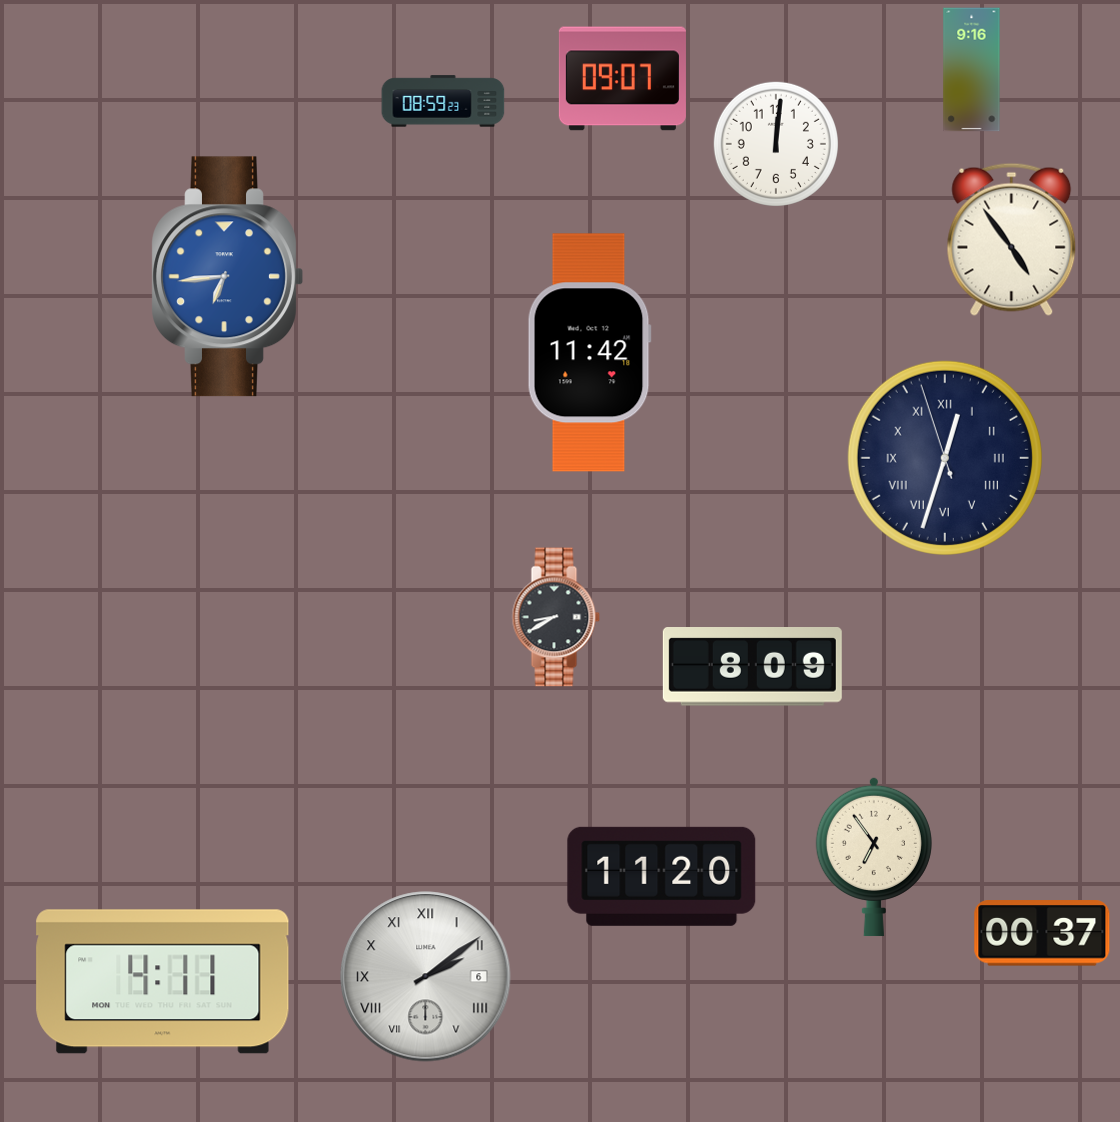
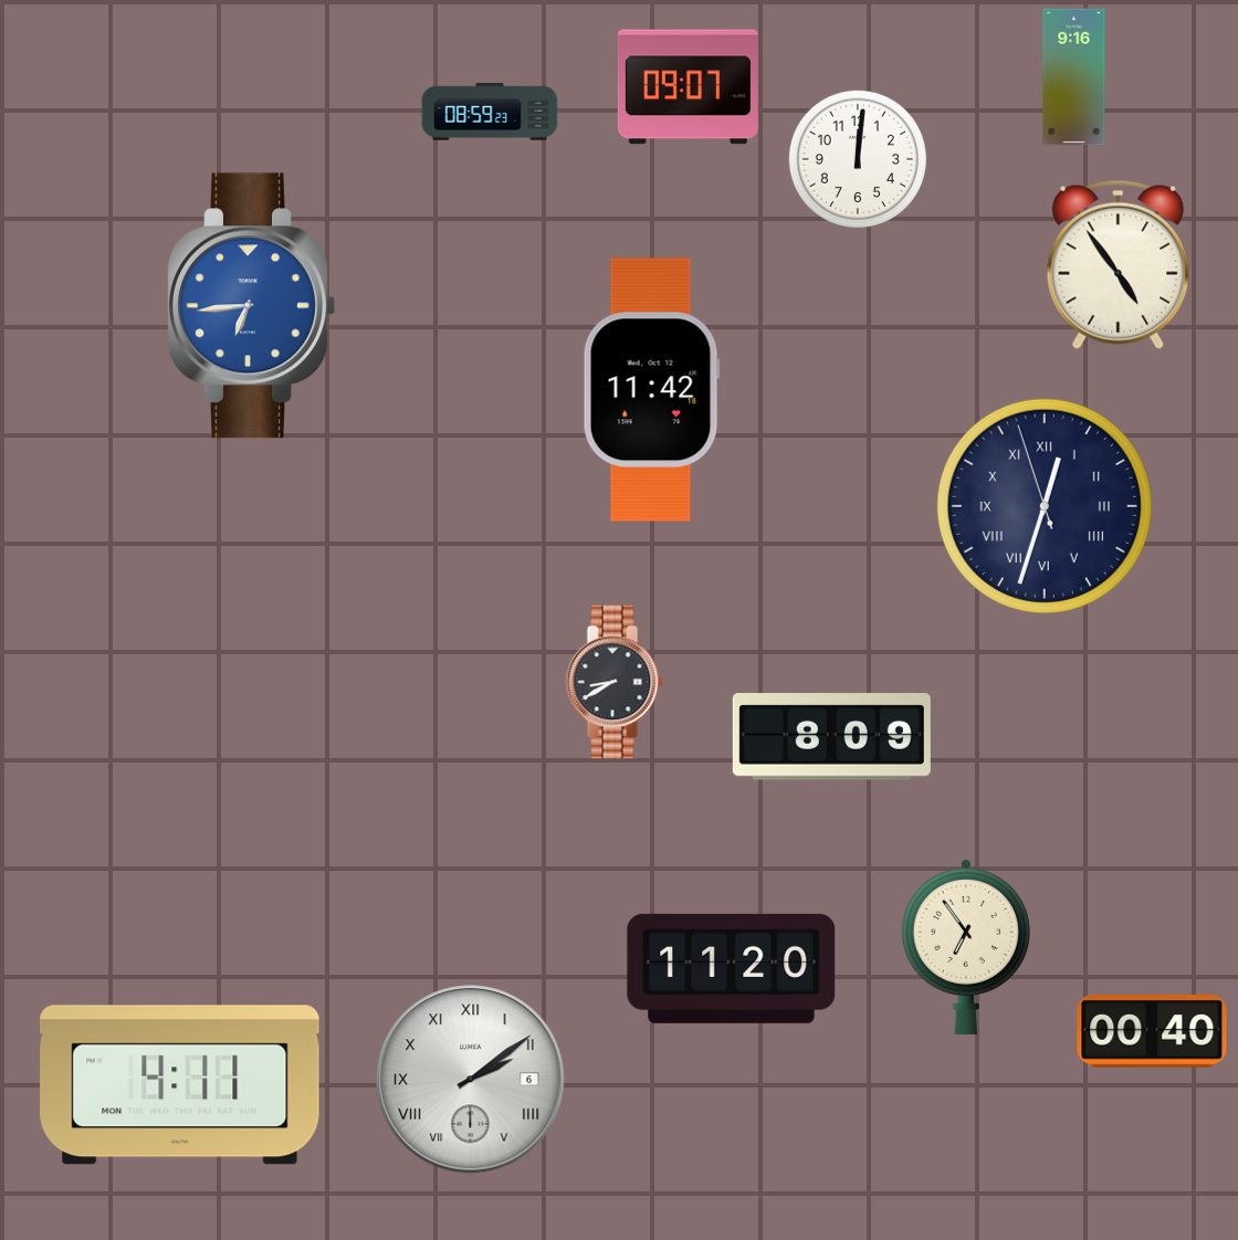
clock at (1042, 933): 00:37 -> 00:40
